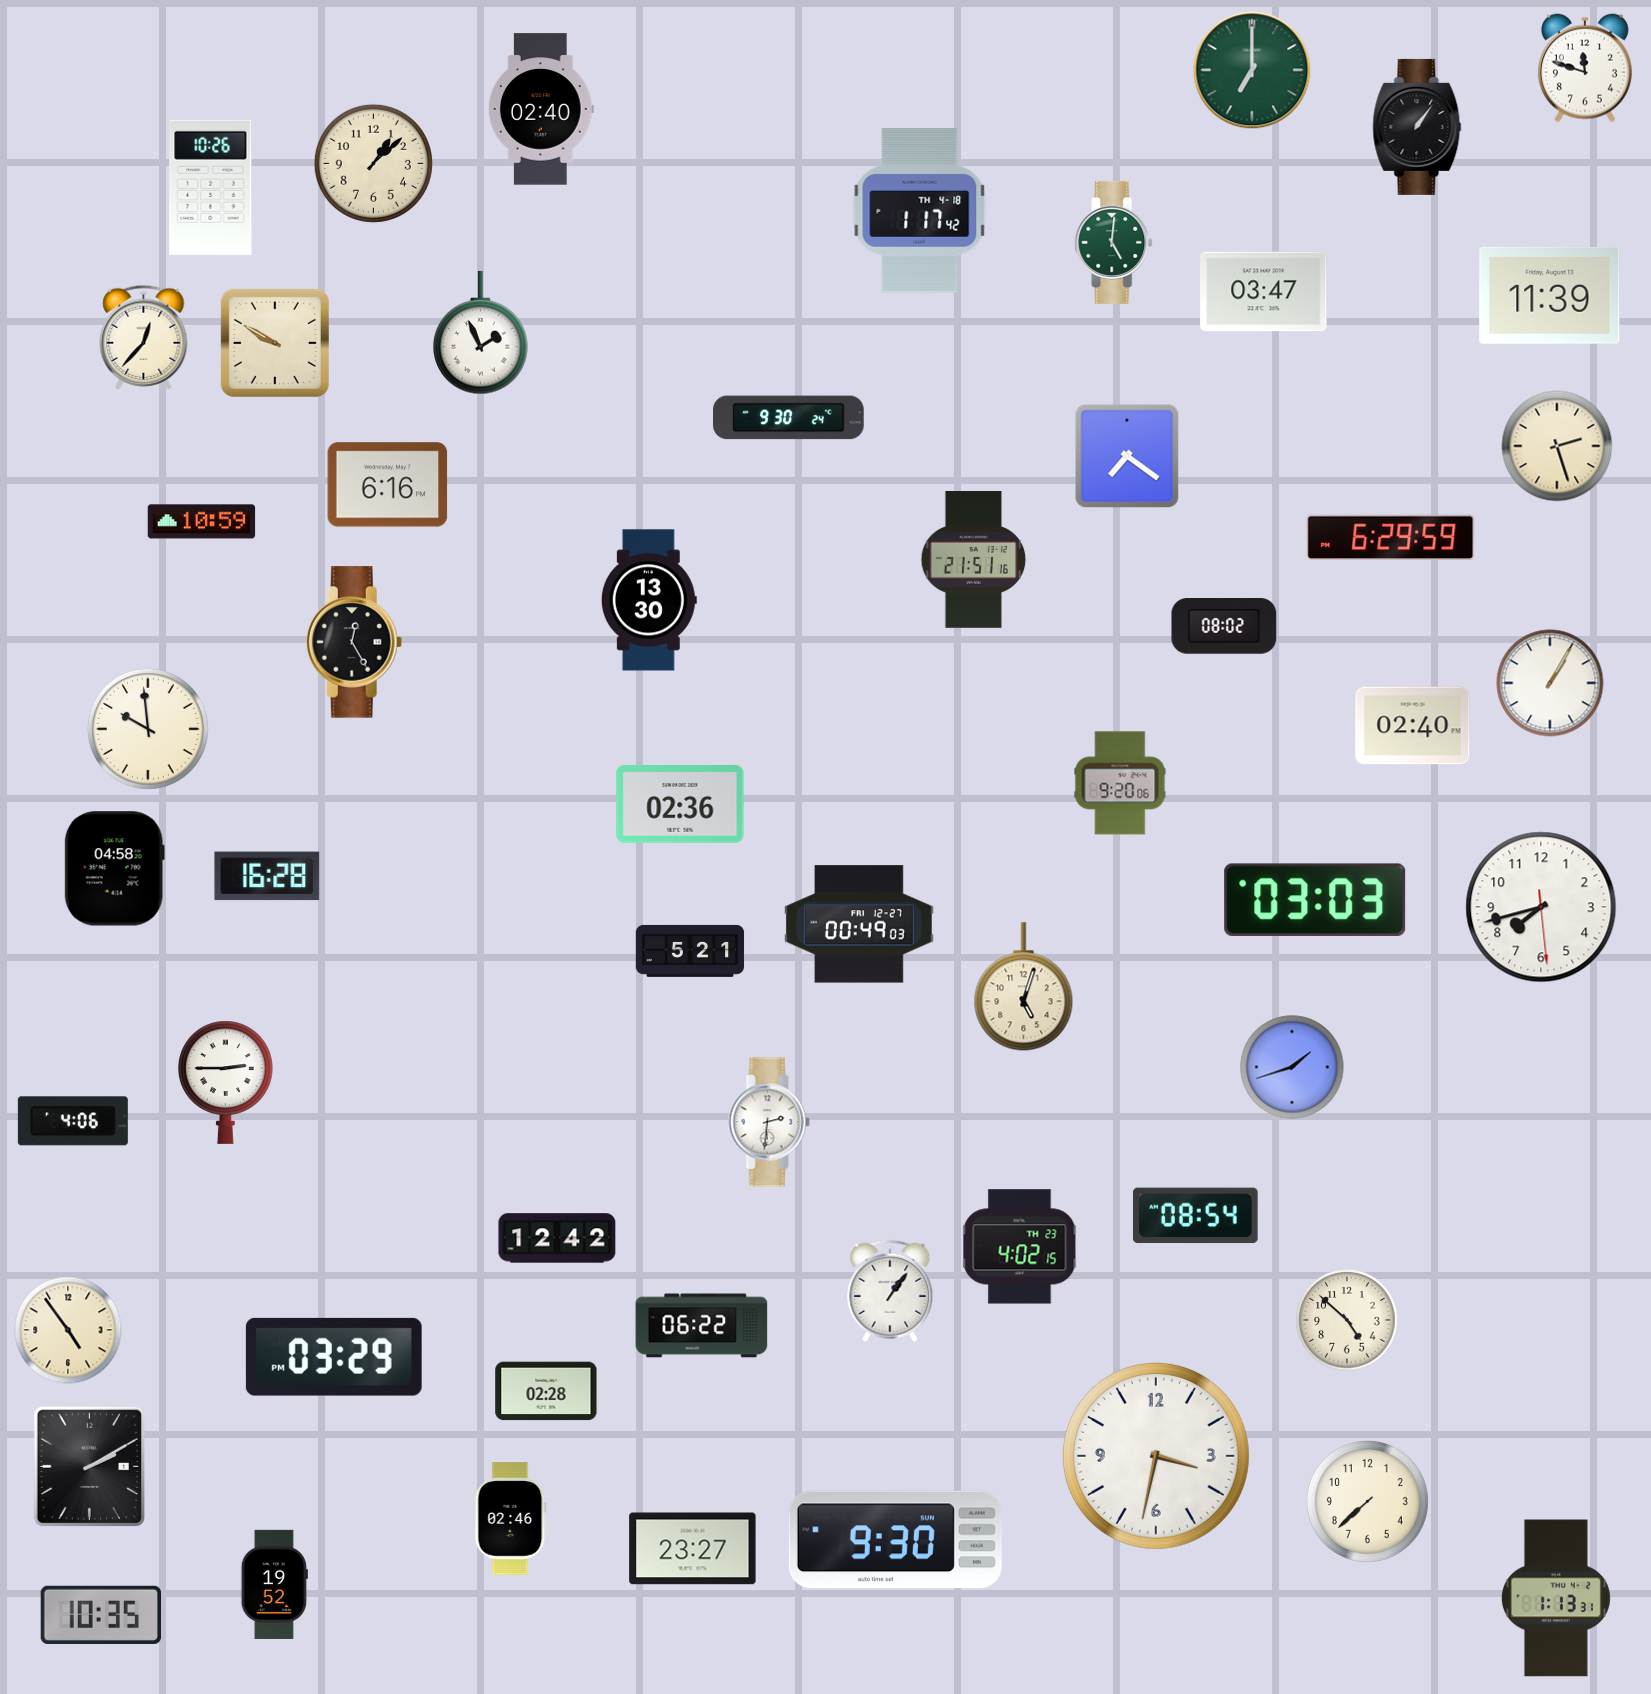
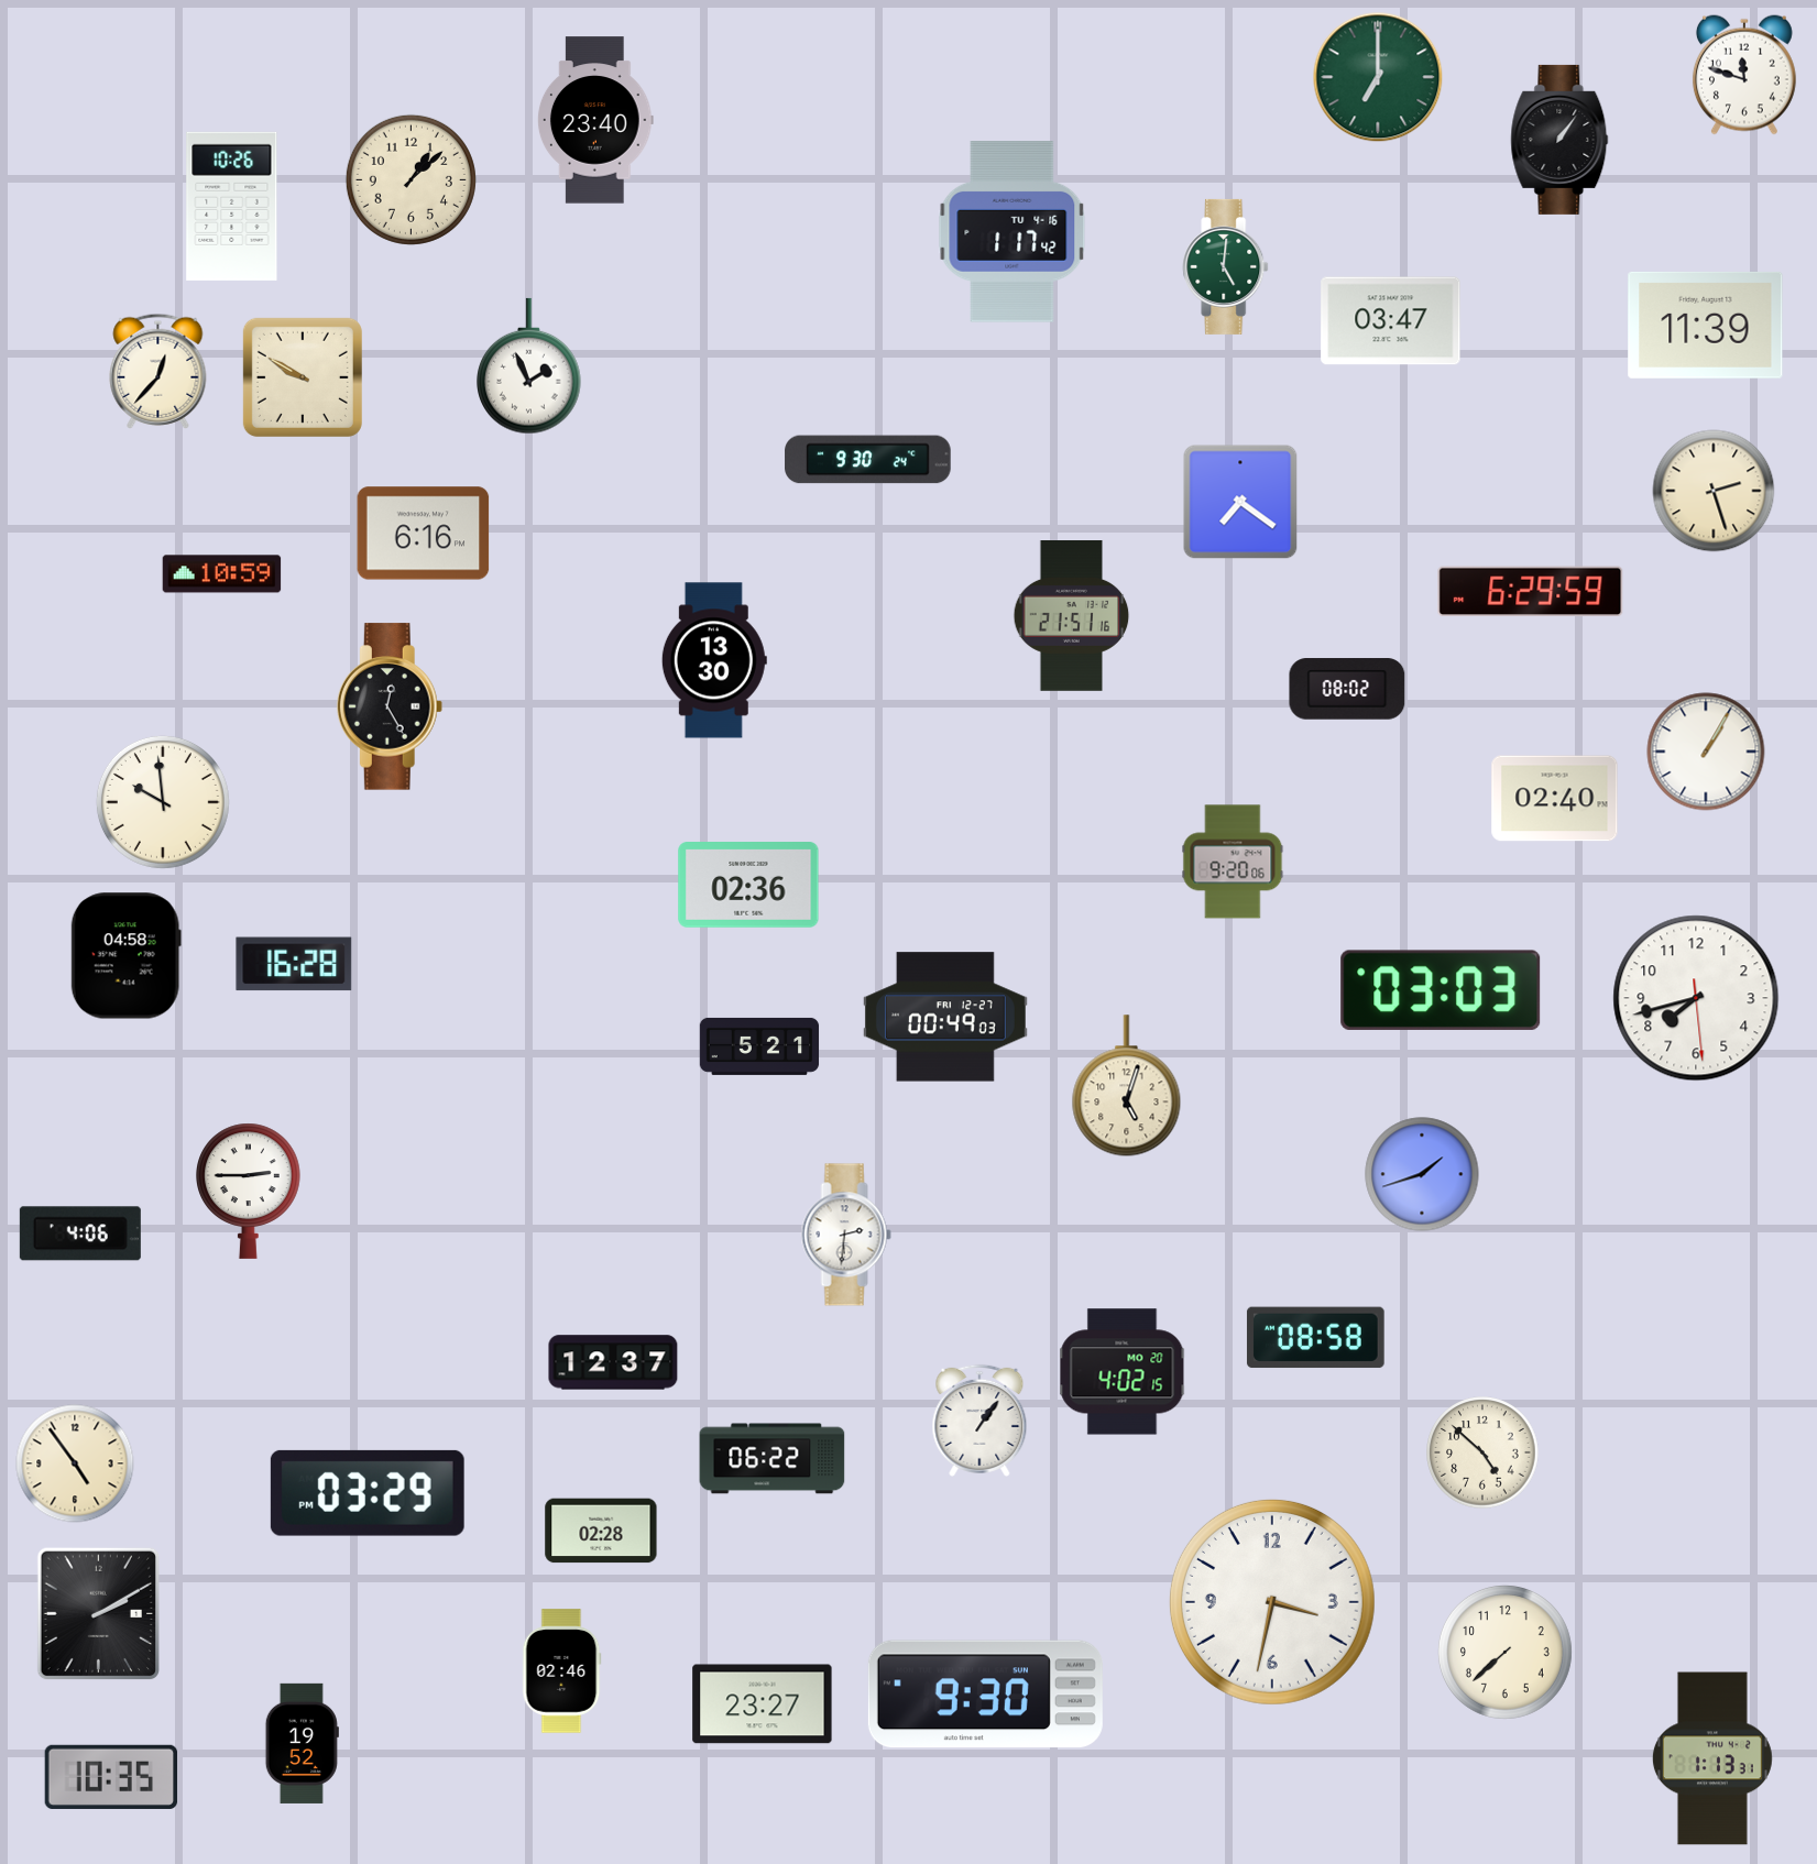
clock at (541, 109): 02:40 -> 23:40
clock at (920, 211) date: TH 4-18 -> TU 4-16
clock at (388, 485) position: (388, 485) -> (424, 534)
clock at (1315, 900) position: (1315, 900) -> (1441, 990)
clock at (1195, 1216): 08:54 -> 08:58
clock at (557, 1238): 12:42 -> 12:37
clock at (1020, 1247) date: TH 23 -> MO 20
